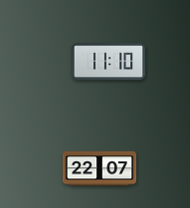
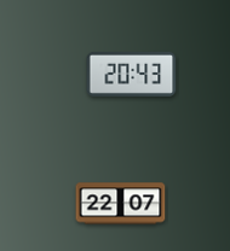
clock at (109, 61): 11:10 -> 20:43
